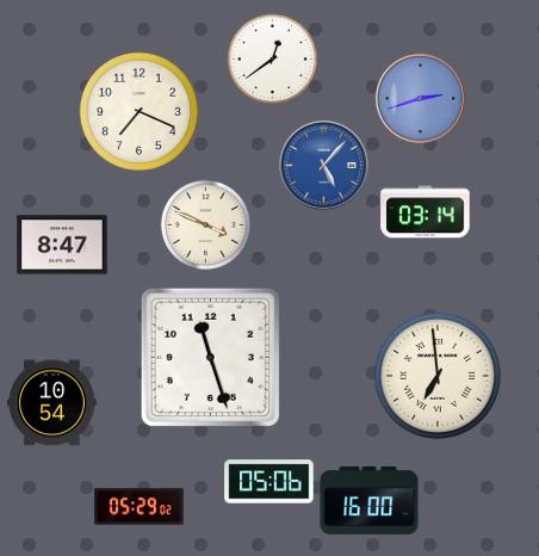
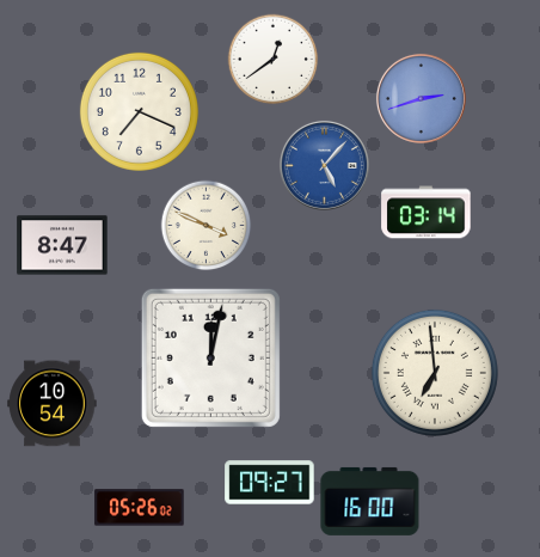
clock at (210, 357): 11:27 -> 12:02
clock at (438, 376) position: (438, 376) -> (435, 373)
clock at (269, 482): 05:06 -> 09:27
clock at (140, 507): 05:29 -> 05:26
